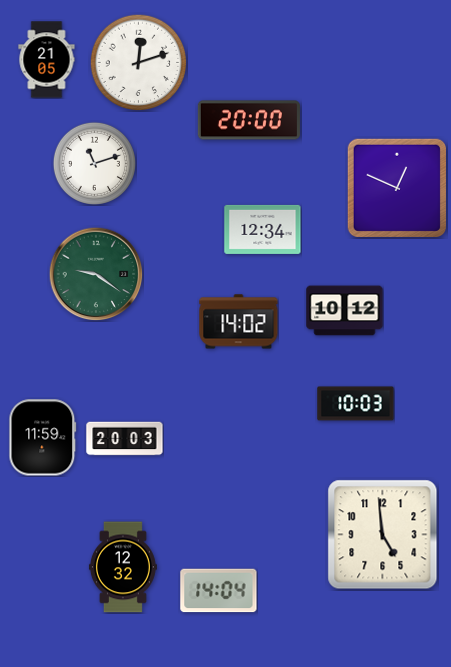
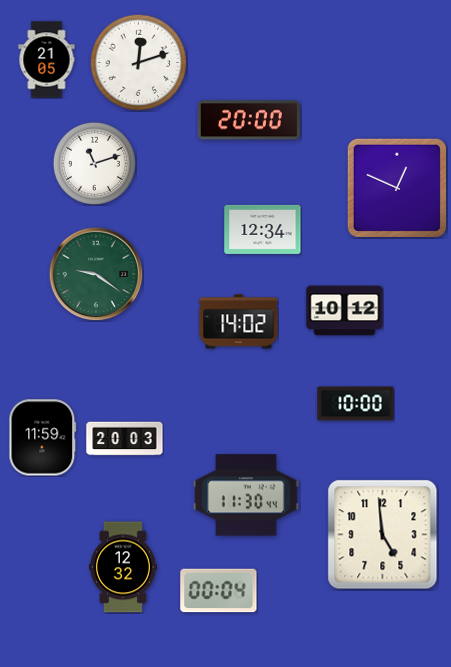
clock at (356, 404): 10:03 -> 10:00
clock at (246, 495): none -> 11:30
clock at (219, 591): 14:04 -> 00:04
